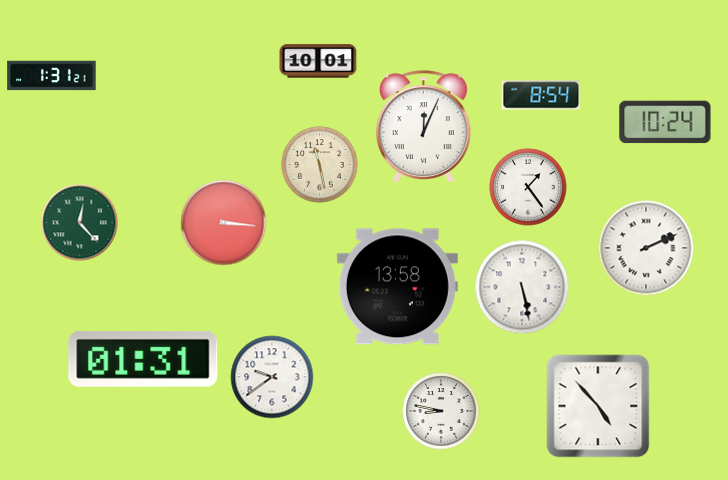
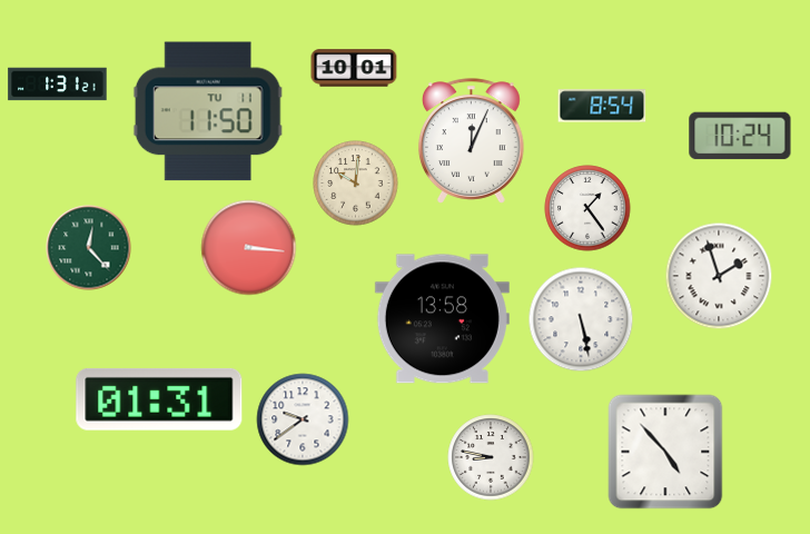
clock at (208, 111): none -> 11:50
clock at (320, 165): 11:28 -> 10:01
clock at (646, 248): 2:11 -> 1:57
